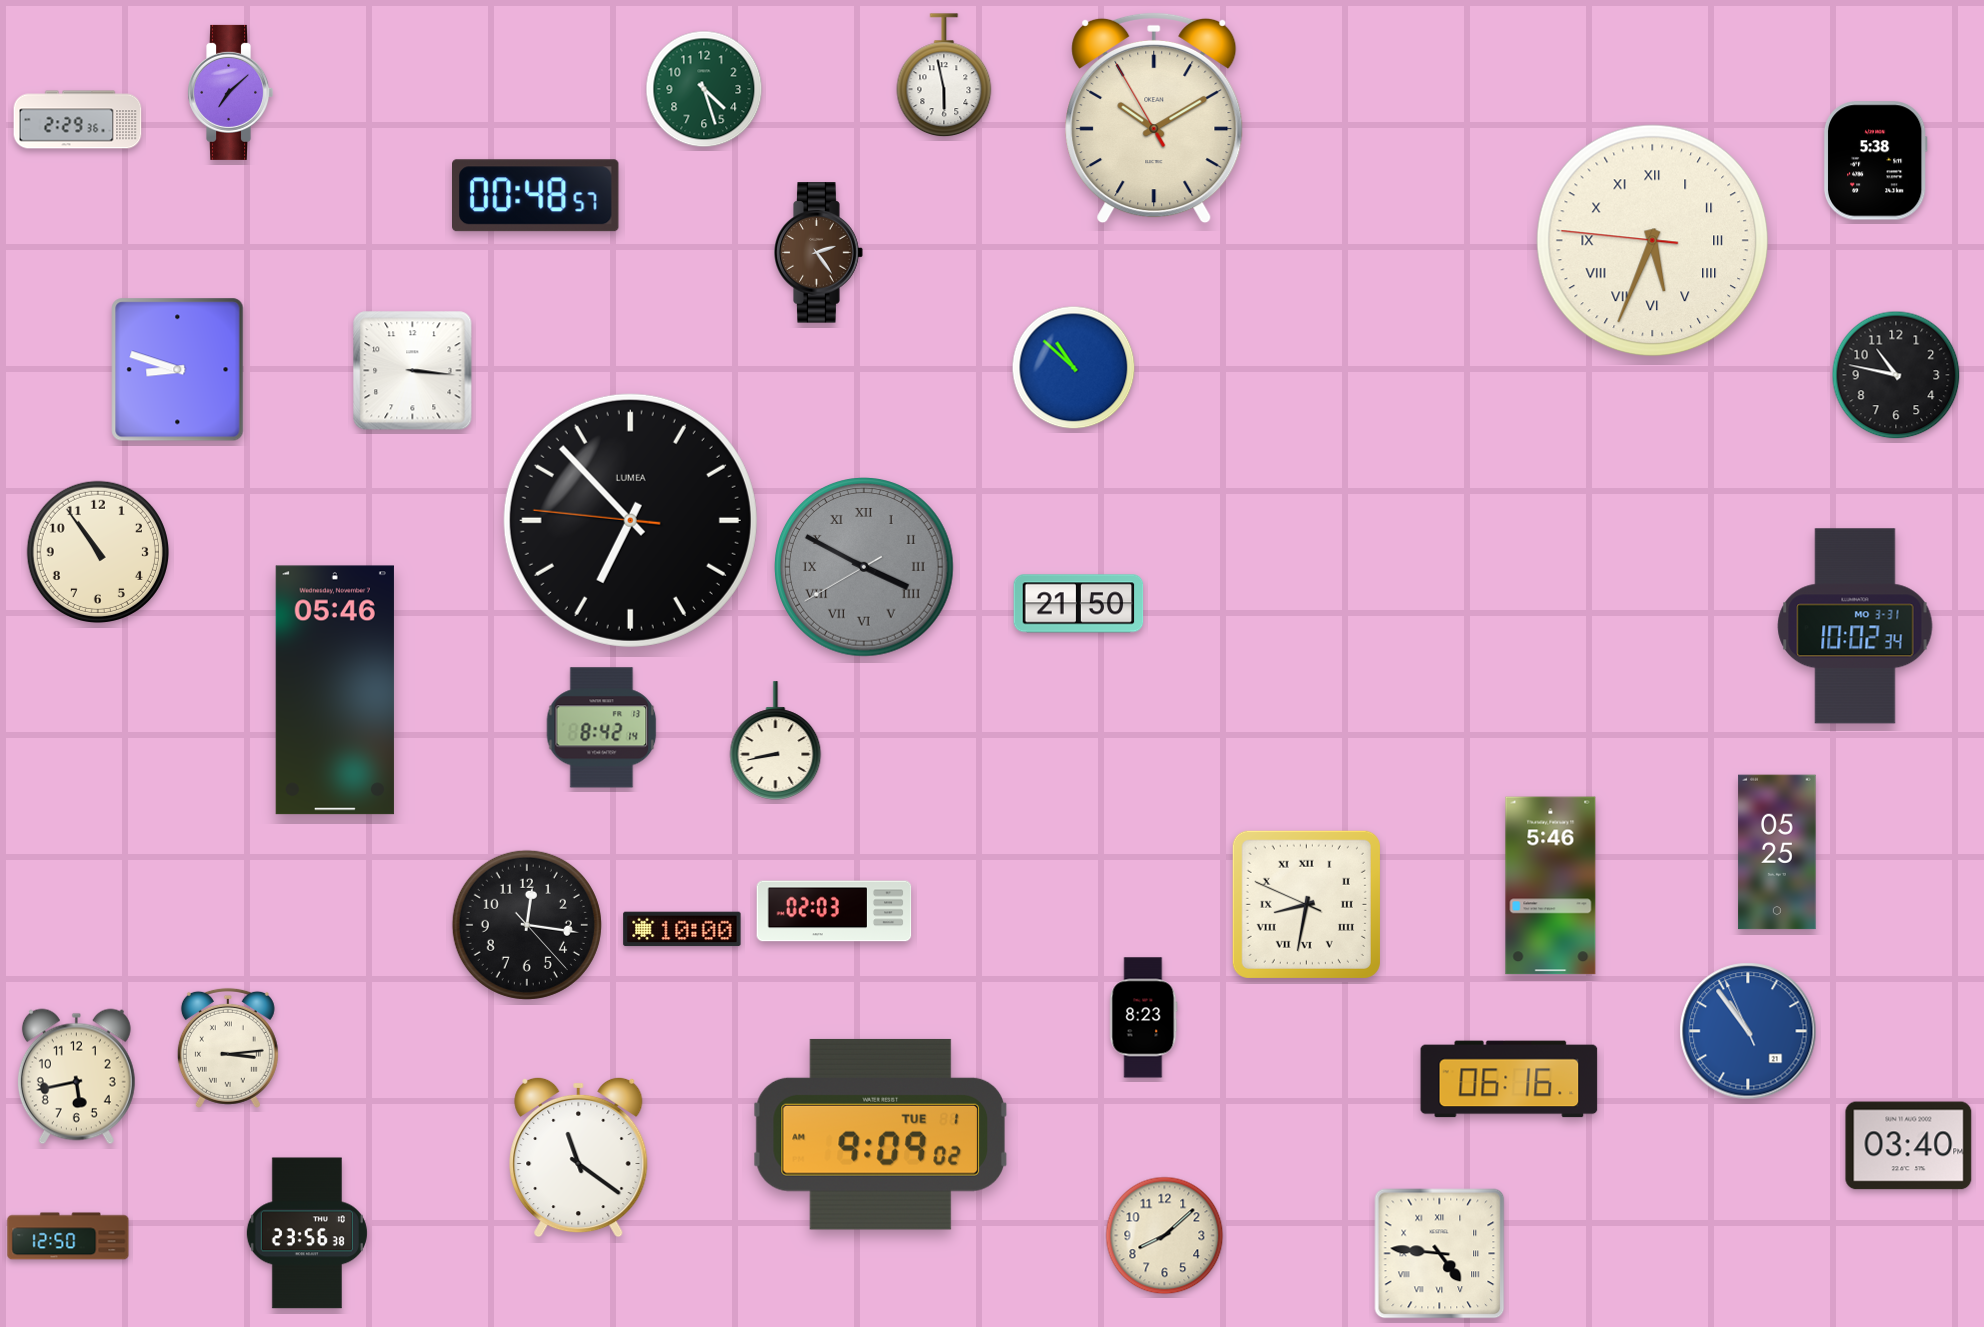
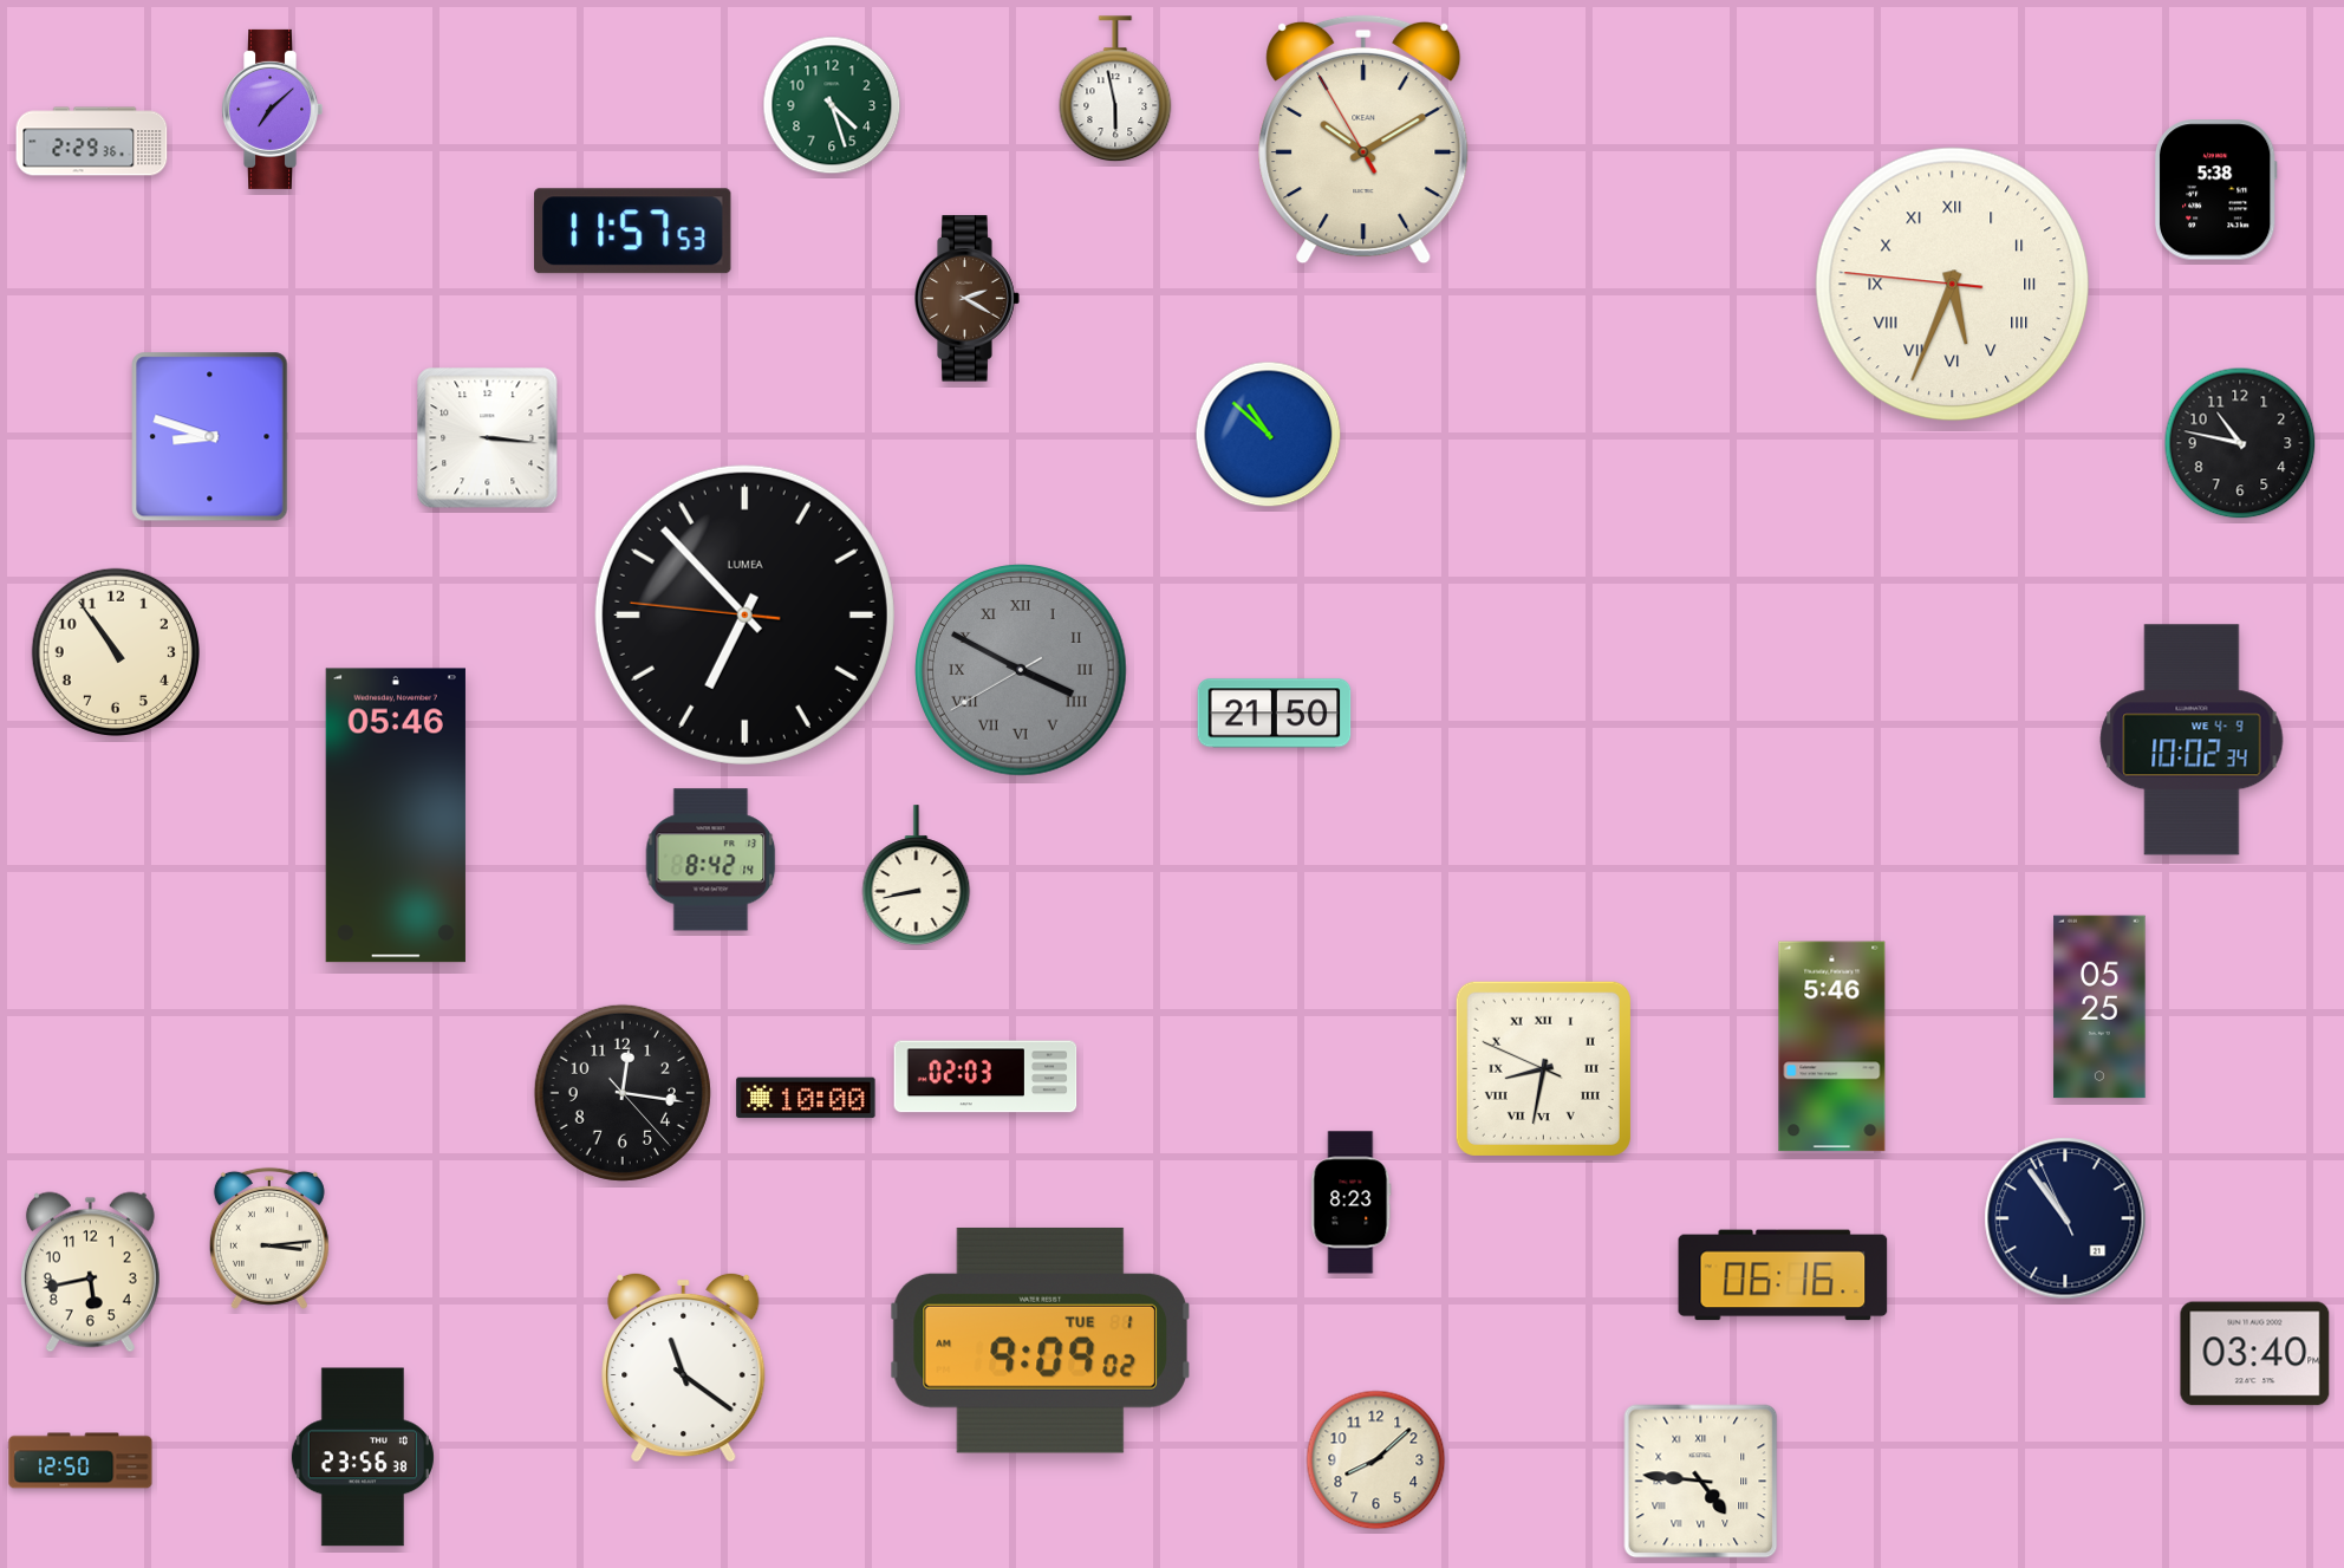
clock at (536, 196): 00:48 -> 11:57
clock at (819, 253): 2:24 -> 2:20
clock at (1855, 626) date: MO 3-31 -> WE 4-9
clock at (1748, 1031) dial: blue -> navy
